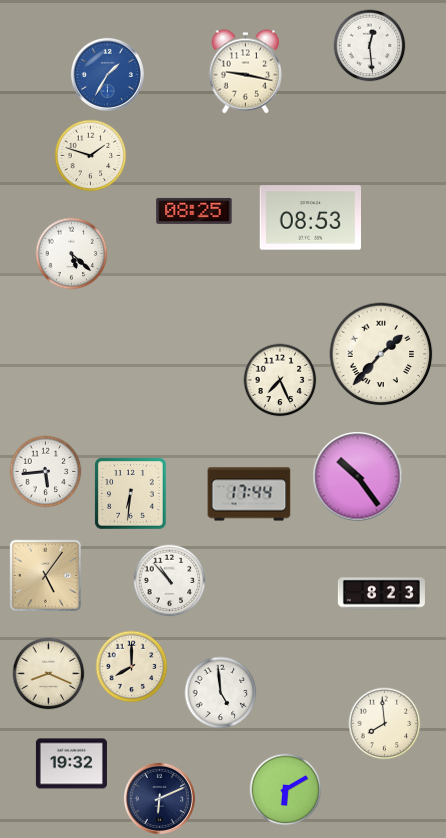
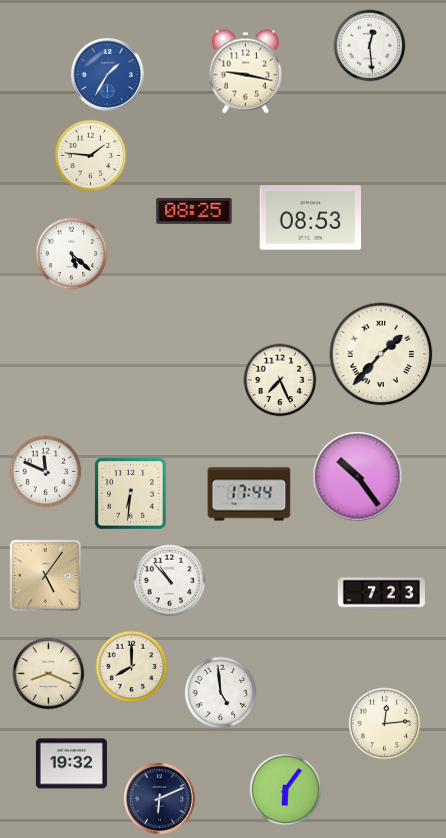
clock at (91, 156): 1:48 -> 1:46
clock at (46, 472): 5:44 -> 11:49
clock at (381, 594): 8:23 -> 7:23
clock at (385, 724): 7:59 -> 12:14
clock at (286, 790): 6:10 -> 6:06
